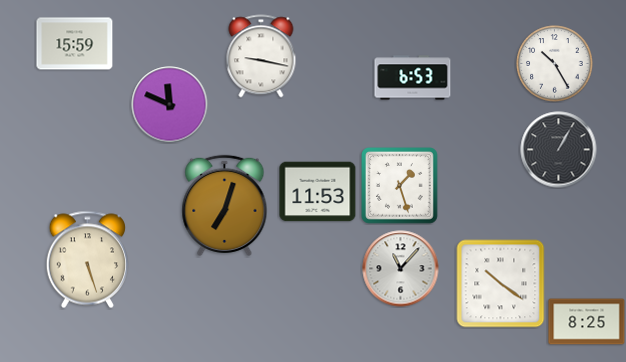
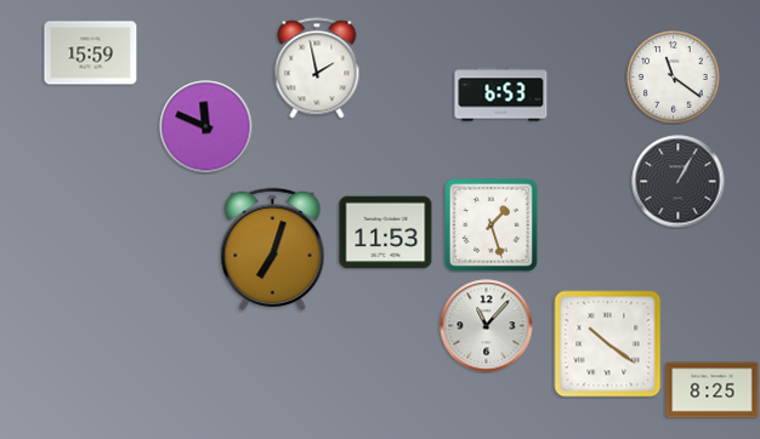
clock at (261, 56): 9:17 -> 1:58
clock at (555, 64): 10:25 -> 11:21
clock at (400, 186) position: (400, 186) -> (492, 226)
clock at (87, 260): 5:27 -> none
